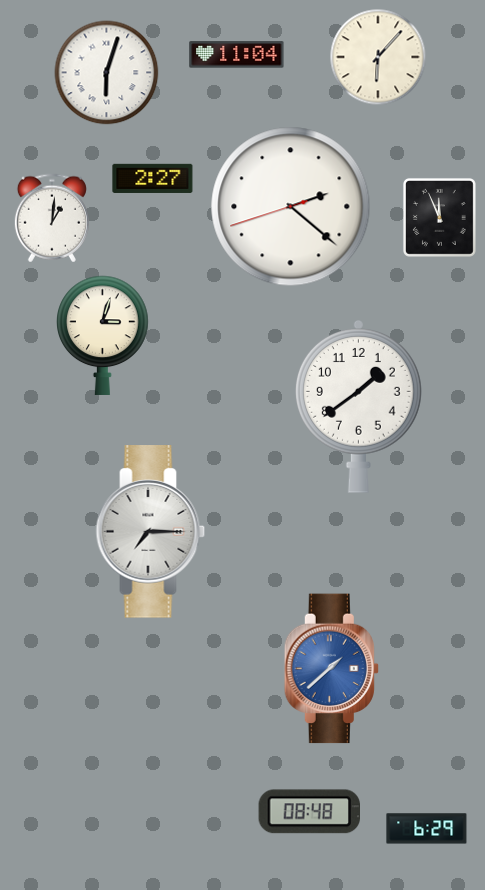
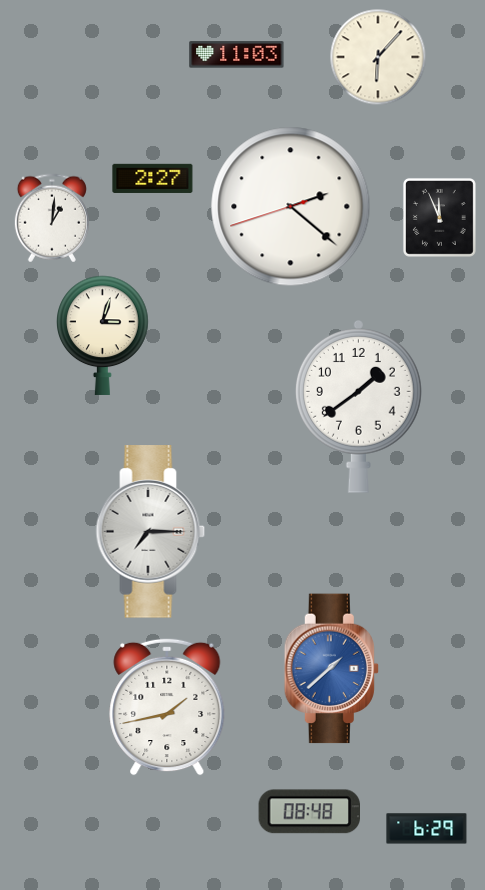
clock at (237, 55): 11:04 -> 11:03
clock at (107, 73): 6:03 -> none
clock at (167, 707): none -> 1:43
